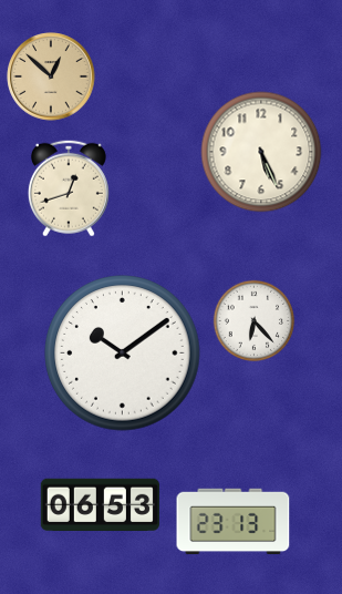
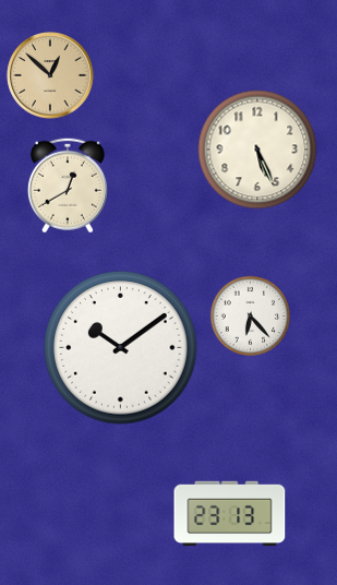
clock at (69, 188): 12:42 -> 12:40
clock at (100, 505): 06:53 -> none
